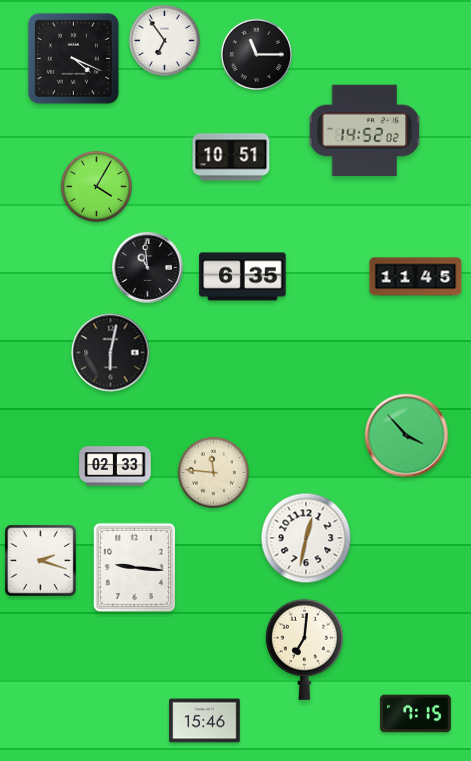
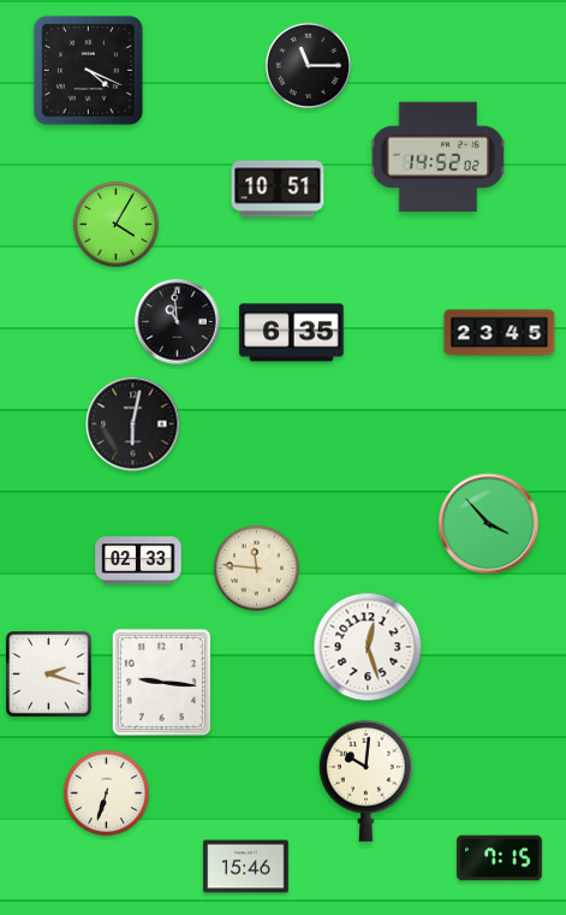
clock at (164, 40): 6:54 -> none
clock at (416, 277): 11:45 -> 23:45
clock at (306, 538): 12:32 -> 12:27
clock at (304, 649): 7:01 -> 10:01
clock at (106, 792): none -> 6:33
